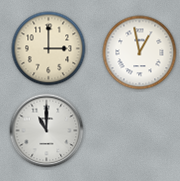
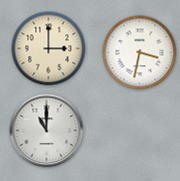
clock at (140, 53): 12:58 -> 3:32
